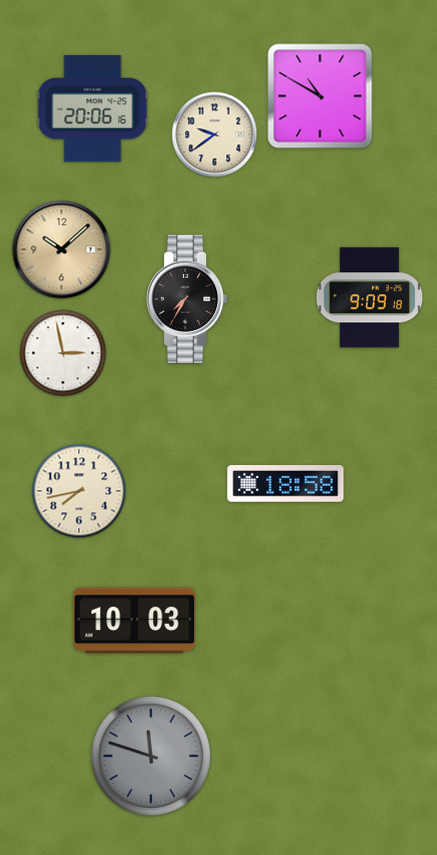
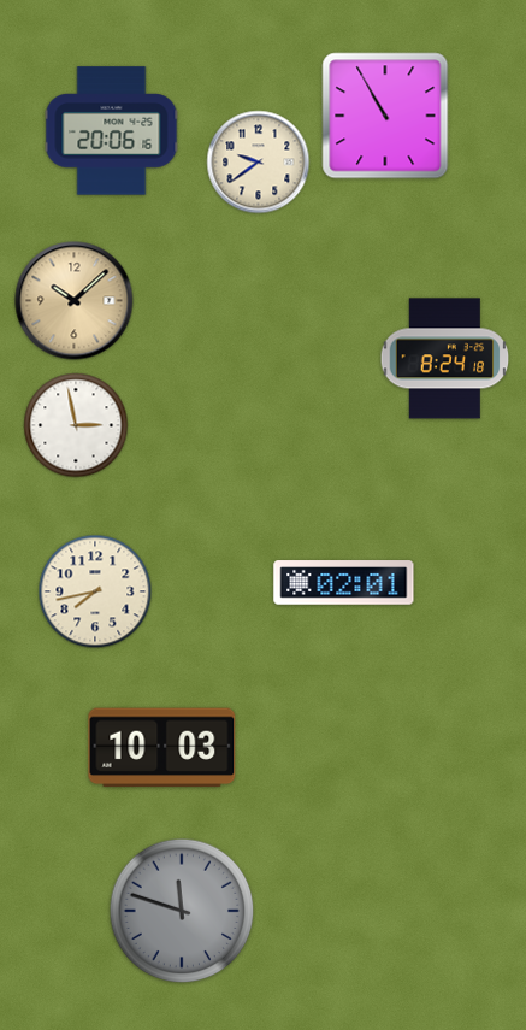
clock at (320, 96): 10:50 -> 10:55
clock at (187, 298): 7:35 -> none
clock at (370, 298): 9:09 -> 8:24
clock at (286, 484): 18:58 -> 02:01
